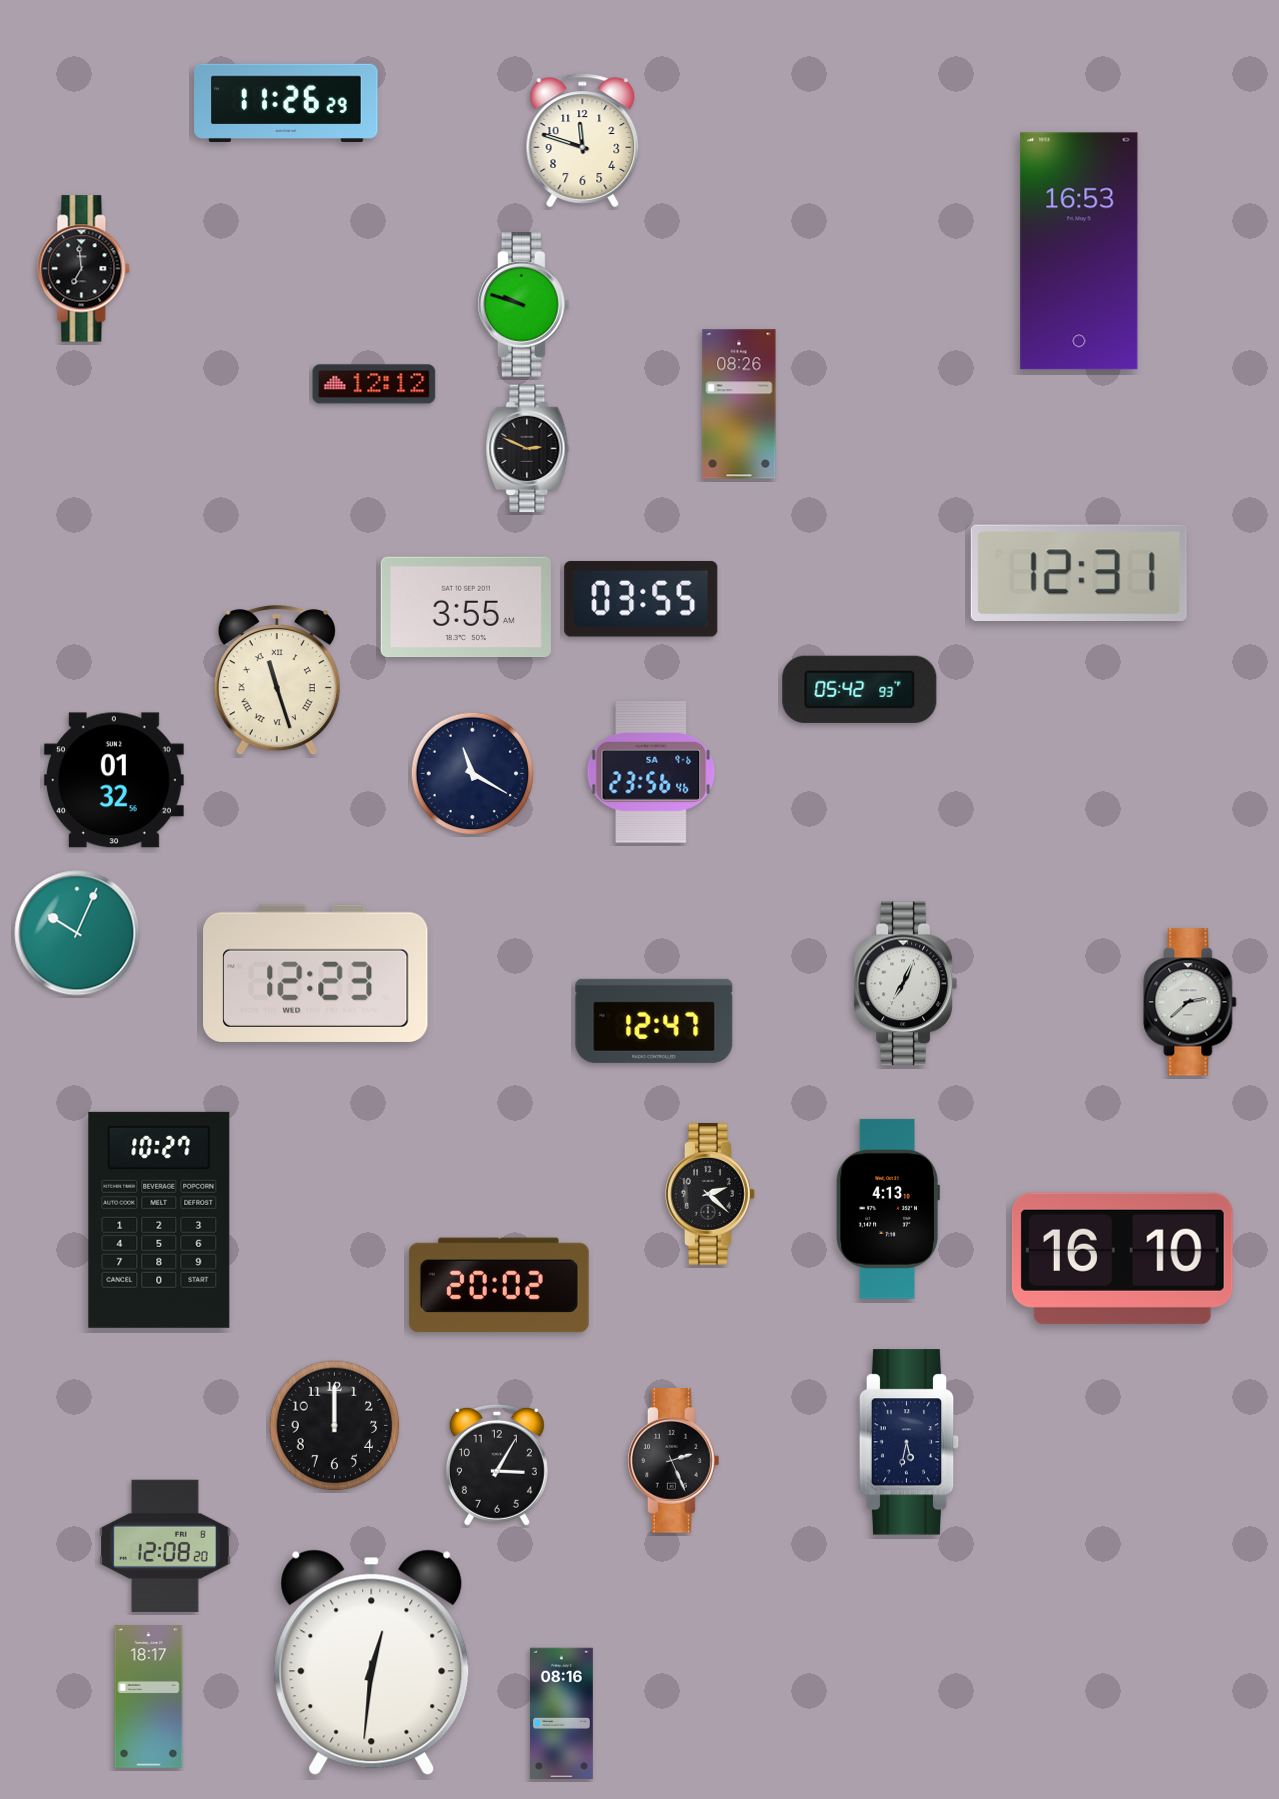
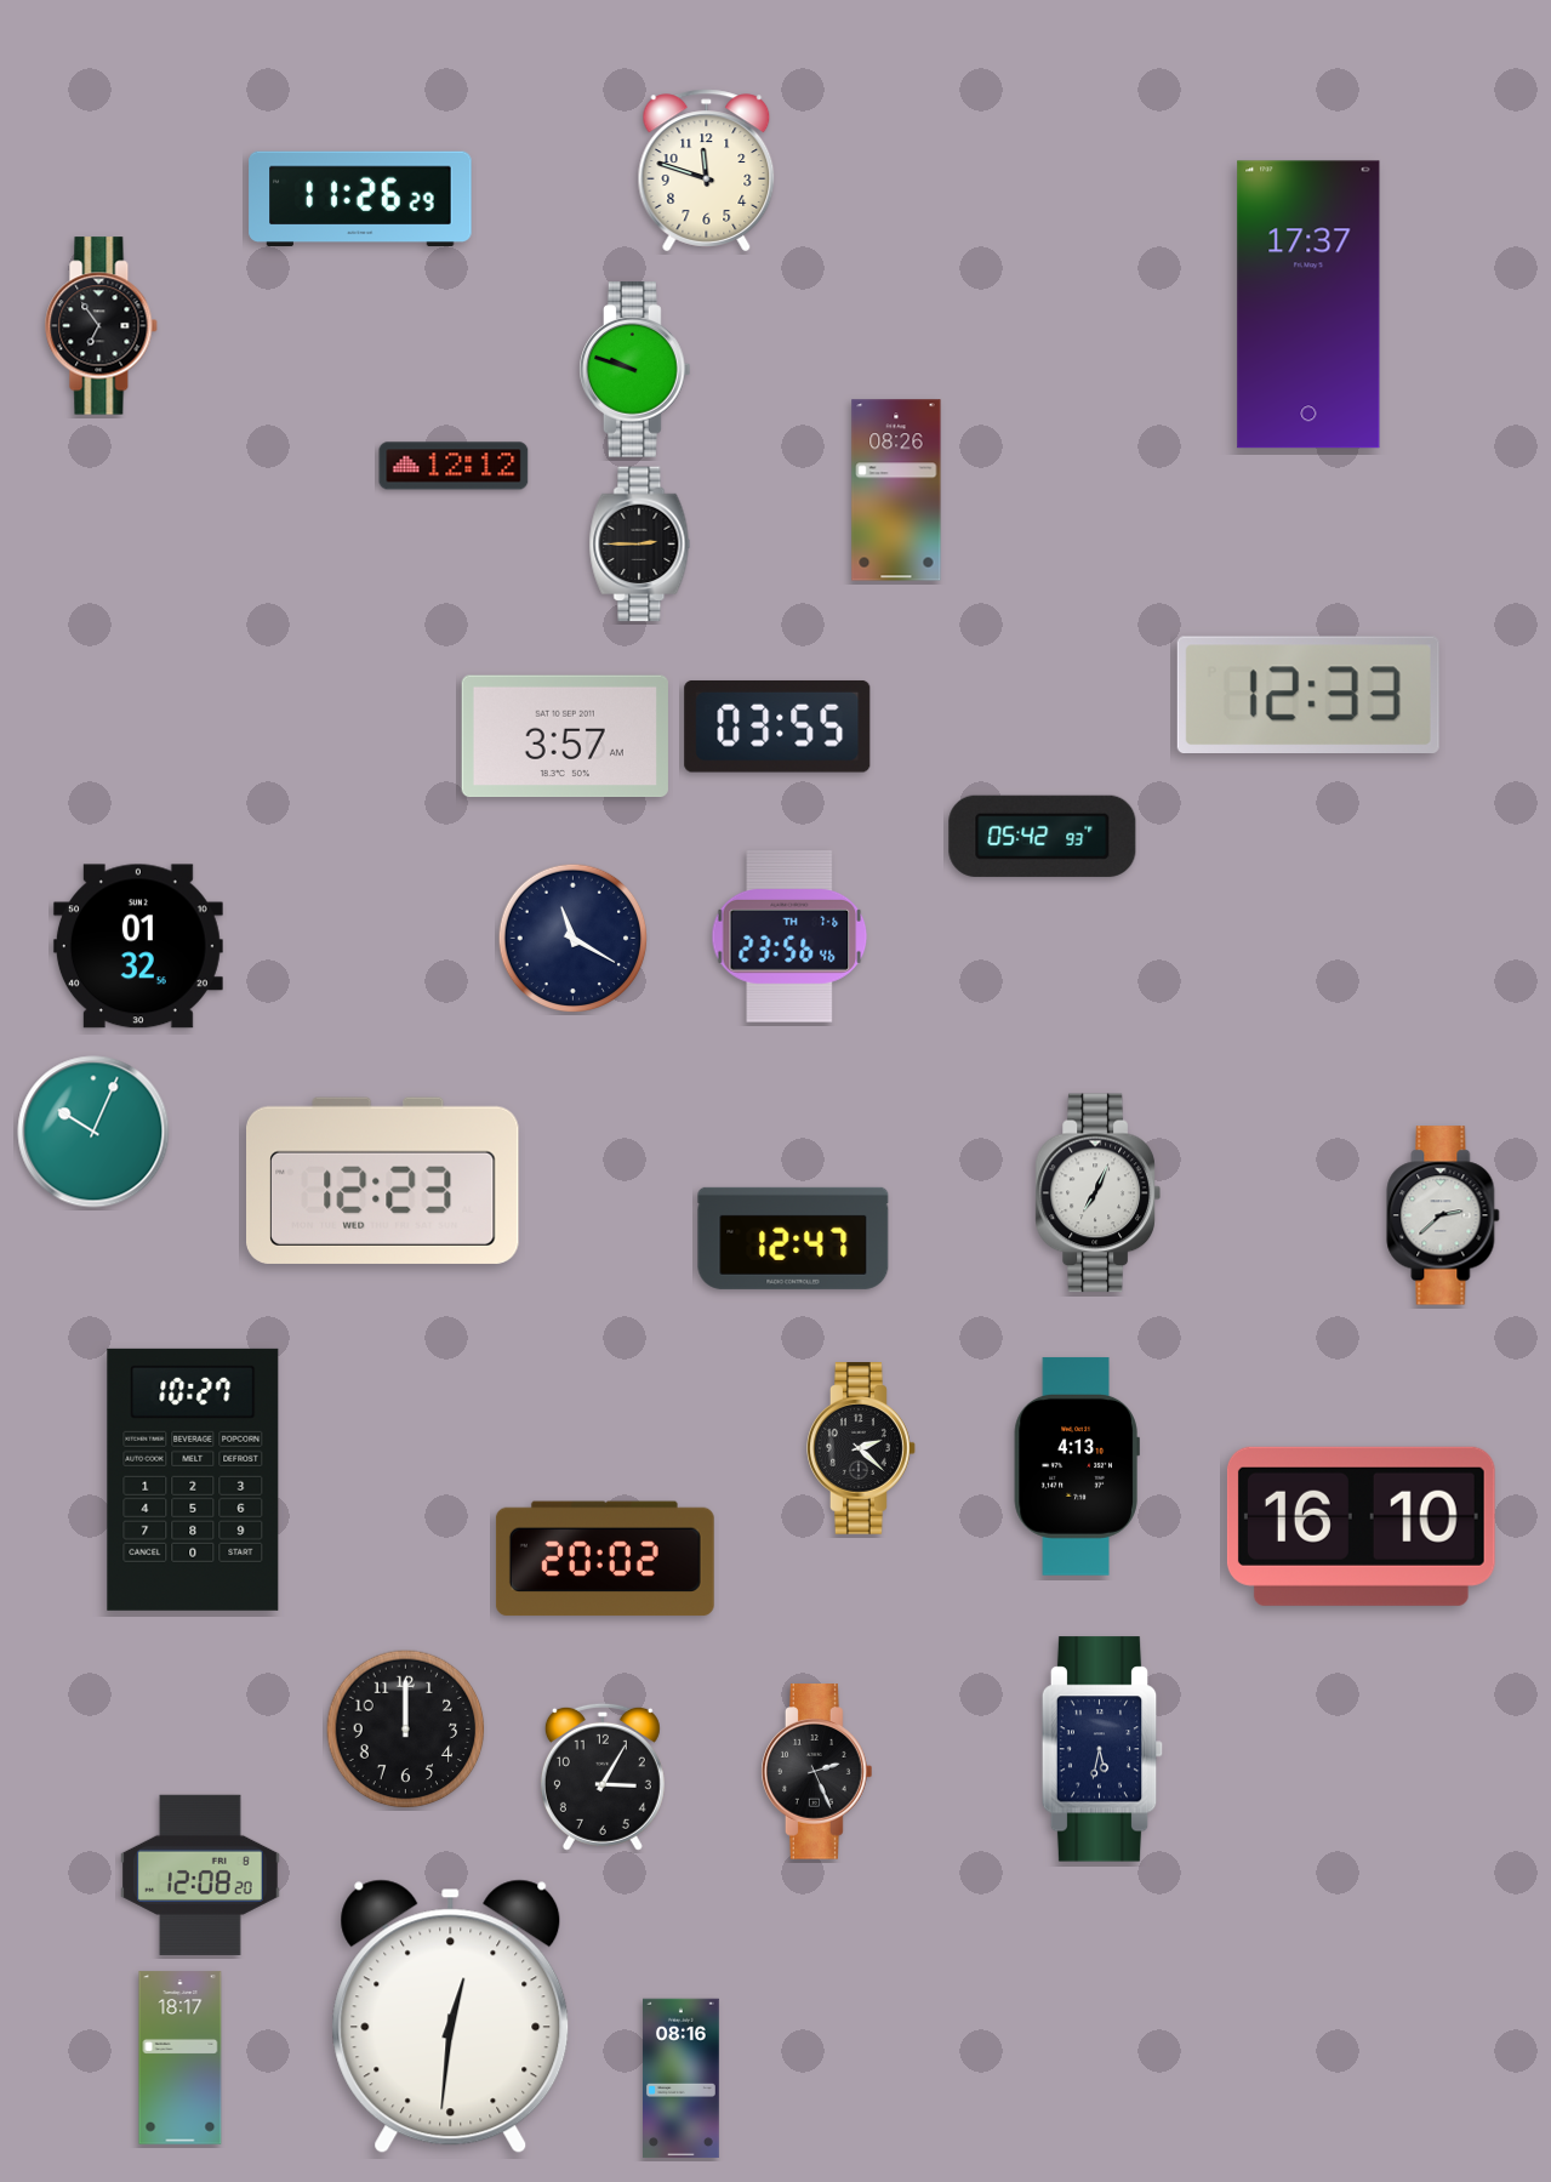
clock at (286, 102) position: (286, 102) -> (360, 198)
clock at (1079, 251): 16:53 -> 17:37
clock at (84, 269): 6:59 -> 6:54
clock at (528, 449): 2:49 -> 2:45
clock at (1079, 572): 12:31 -> 12:33
clock at (466, 607): 3:55 -> 3:57
clock at (277, 681): 11:27 -> none
clock at (651, 772) date: SA 9-6 -> TH 7-6
